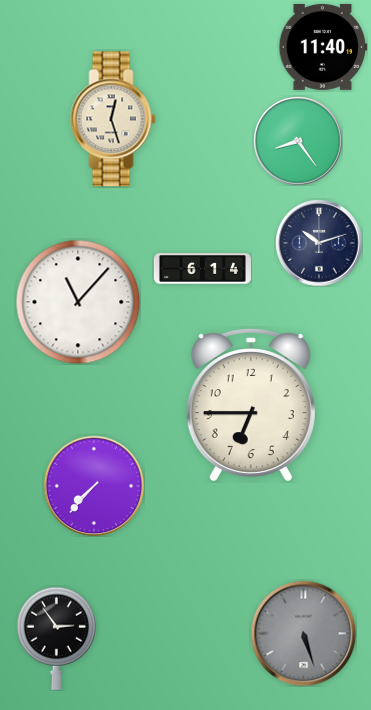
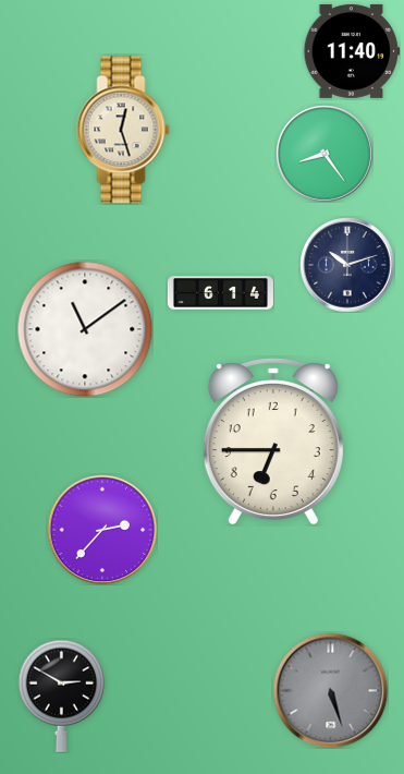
clock at (78, 302): 11:07 -> 11:09
clock at (94, 486): 7:37 -> 2:37
clock at (56, 638): 2:54 -> 2:50
